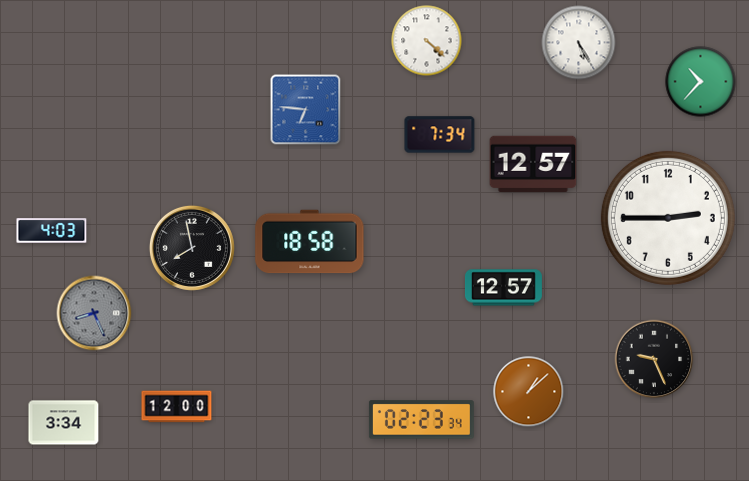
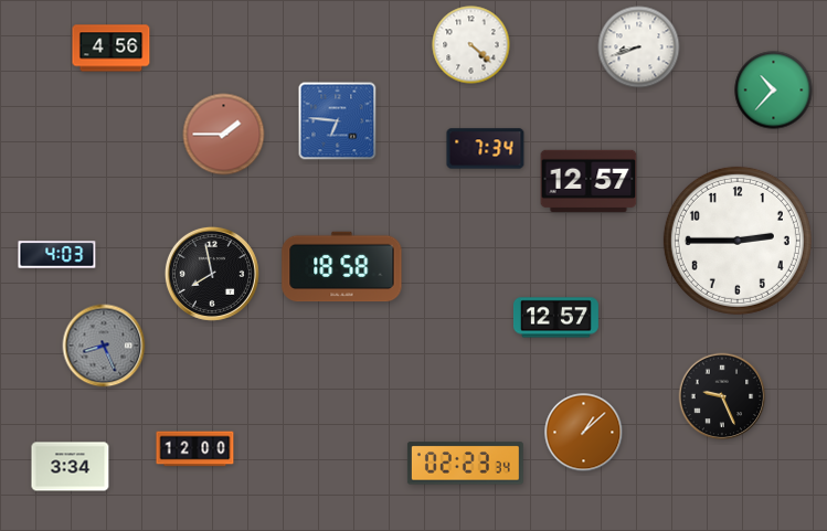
clock at (579, 43): 5:25 -> 8:42
clock at (112, 49): none -> 4:56
clock at (224, 135): none -> 1:45
